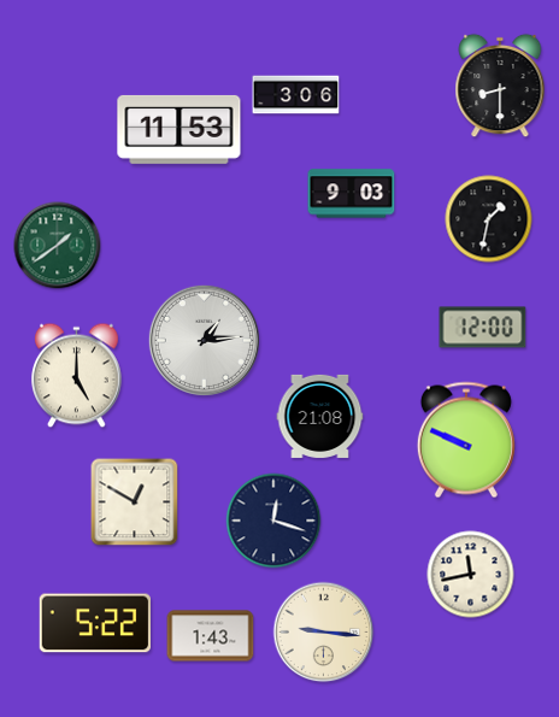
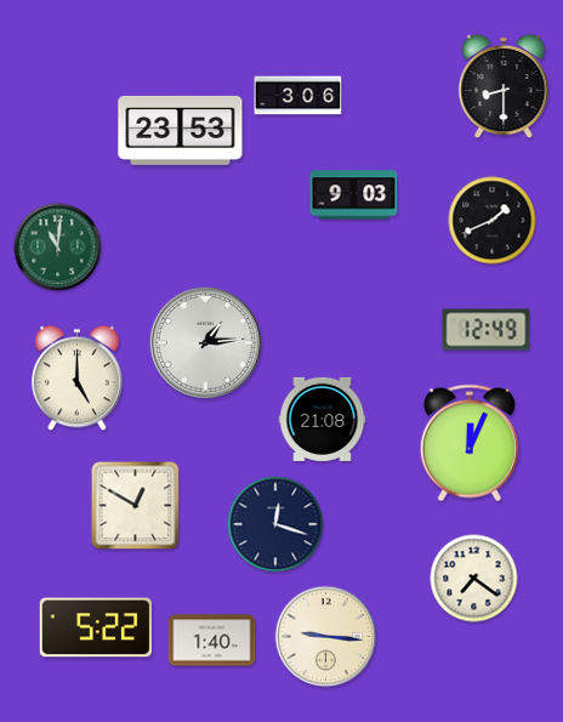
clock at (180, 129): 11:53 -> 23:53
clock at (489, 219): 1:32 -> 1:41
clock at (58, 246): 1:39 -> 11:01
clock at (483, 328): 12:00 -> 12:49
clock at (466, 440): 9:49 -> 12:04
clock at (471, 575): 11:43 -> 7:21
clock at (211, 636): 1:43 -> 1:40
